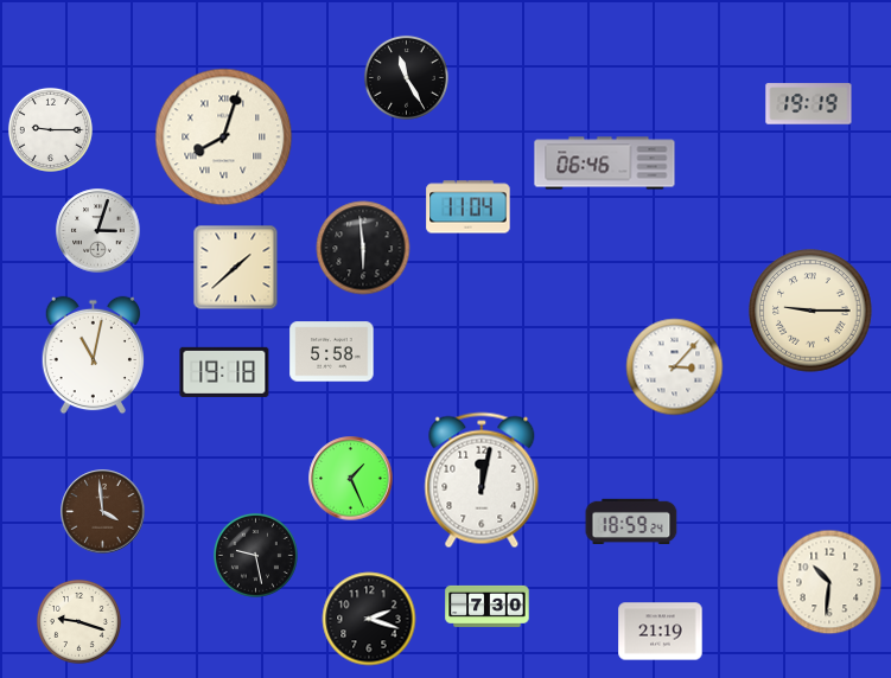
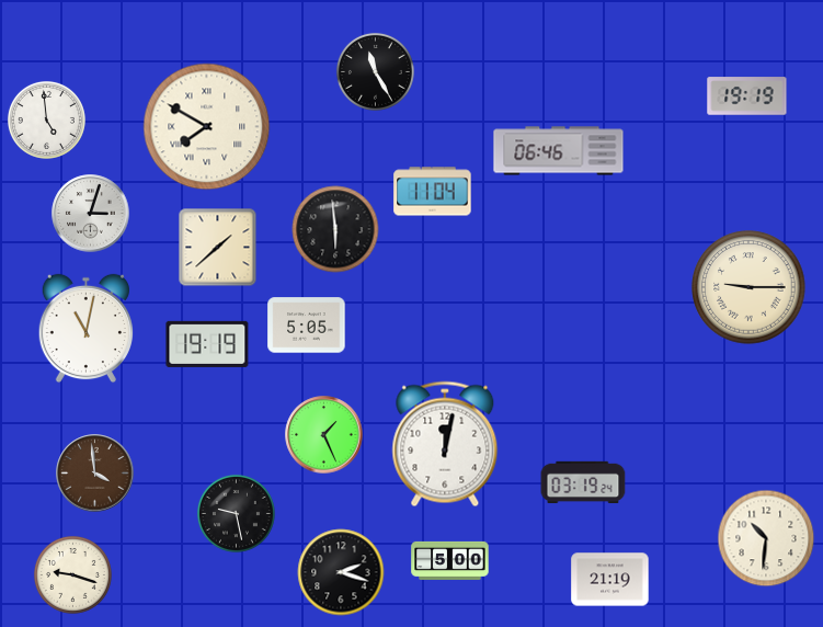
clock at (50, 129): 9:15 -> 4:59
clock at (224, 137): 8:03 -> 7:50
clock at (332, 352): 5:58 -> 5:05
clock at (675, 367): 3:07 -> none
clock at (224, 372): 19:18 -> 19:19
clock at (351, 479) position: (351, 479) -> (324, 435)
clock at (631, 522): 18:59 -> 03:19
clock at (488, 606): 7:30 -> 5:00
clock at (661, 632) position: (661, 632) -> (610, 580)
